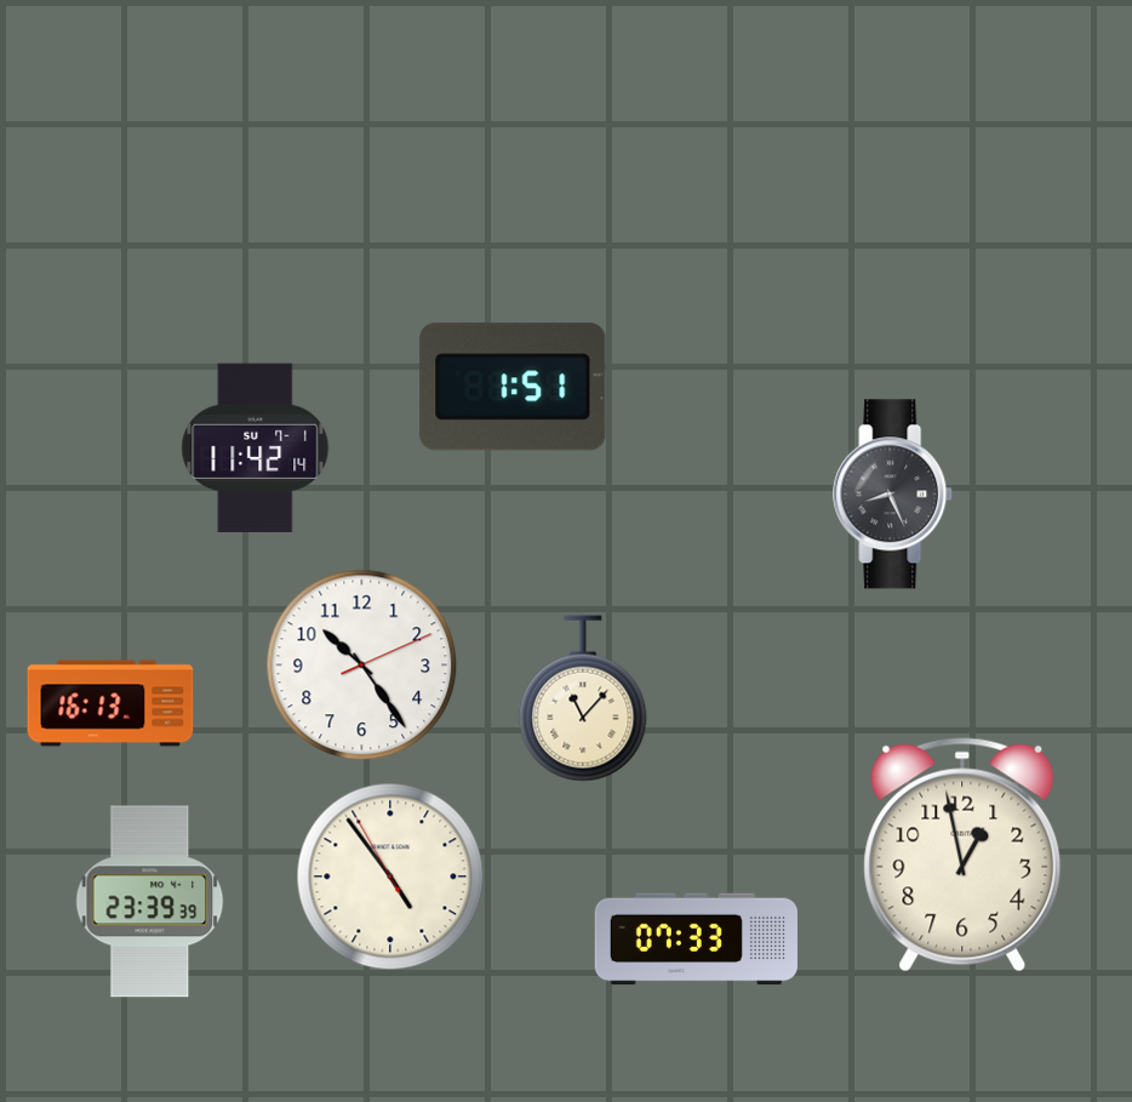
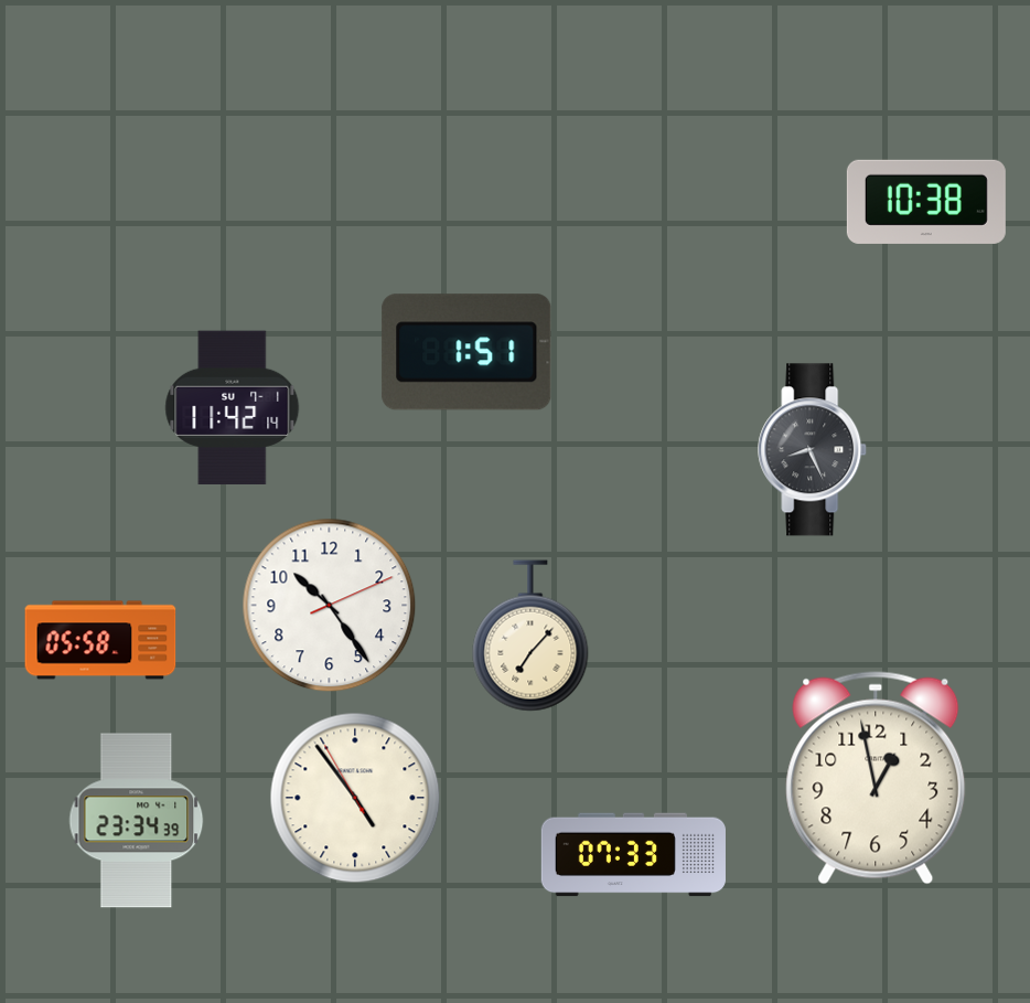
clock at (926, 202): none -> 10:38
clock at (583, 698): 11:07 -> 7:07
clock at (110, 703): 16:13 -> 05:58
clock at (150, 902): 23:39 -> 23:34
